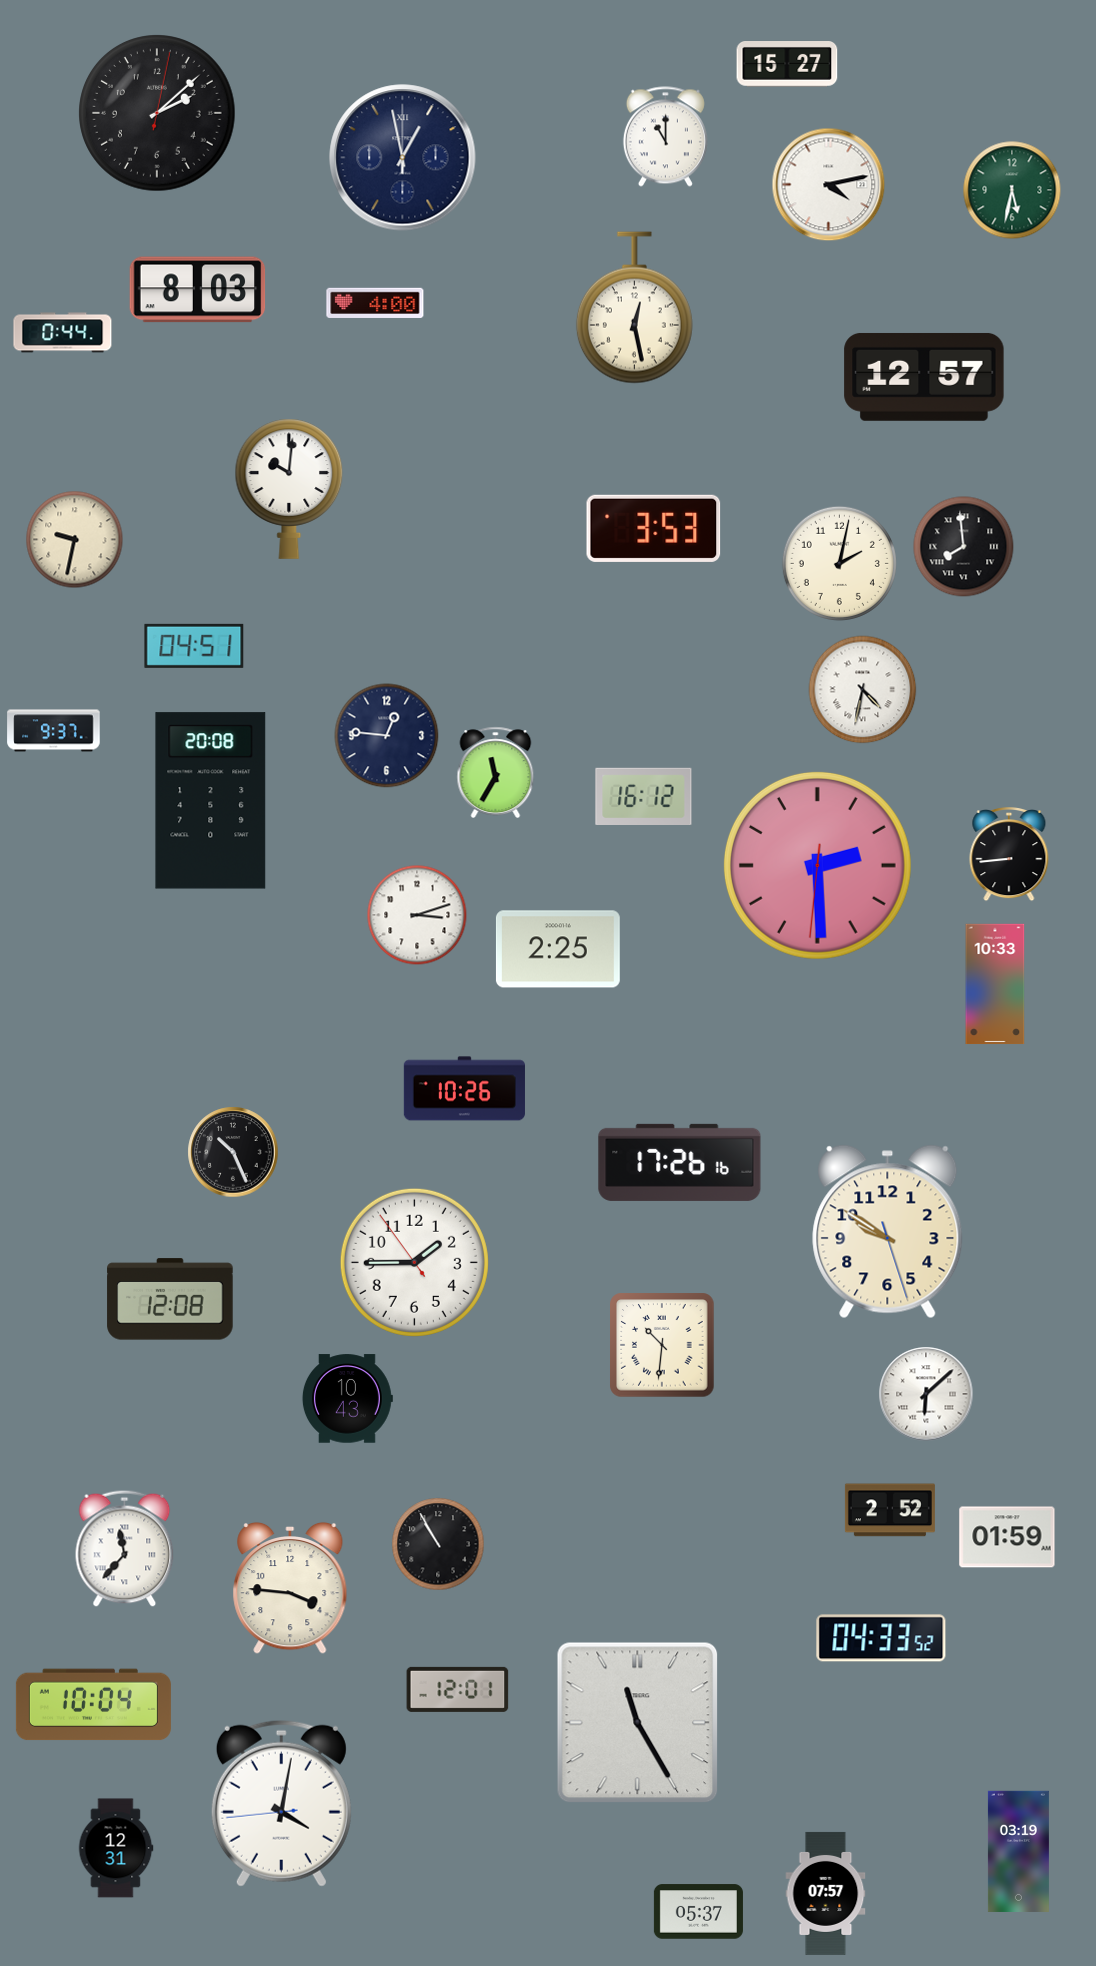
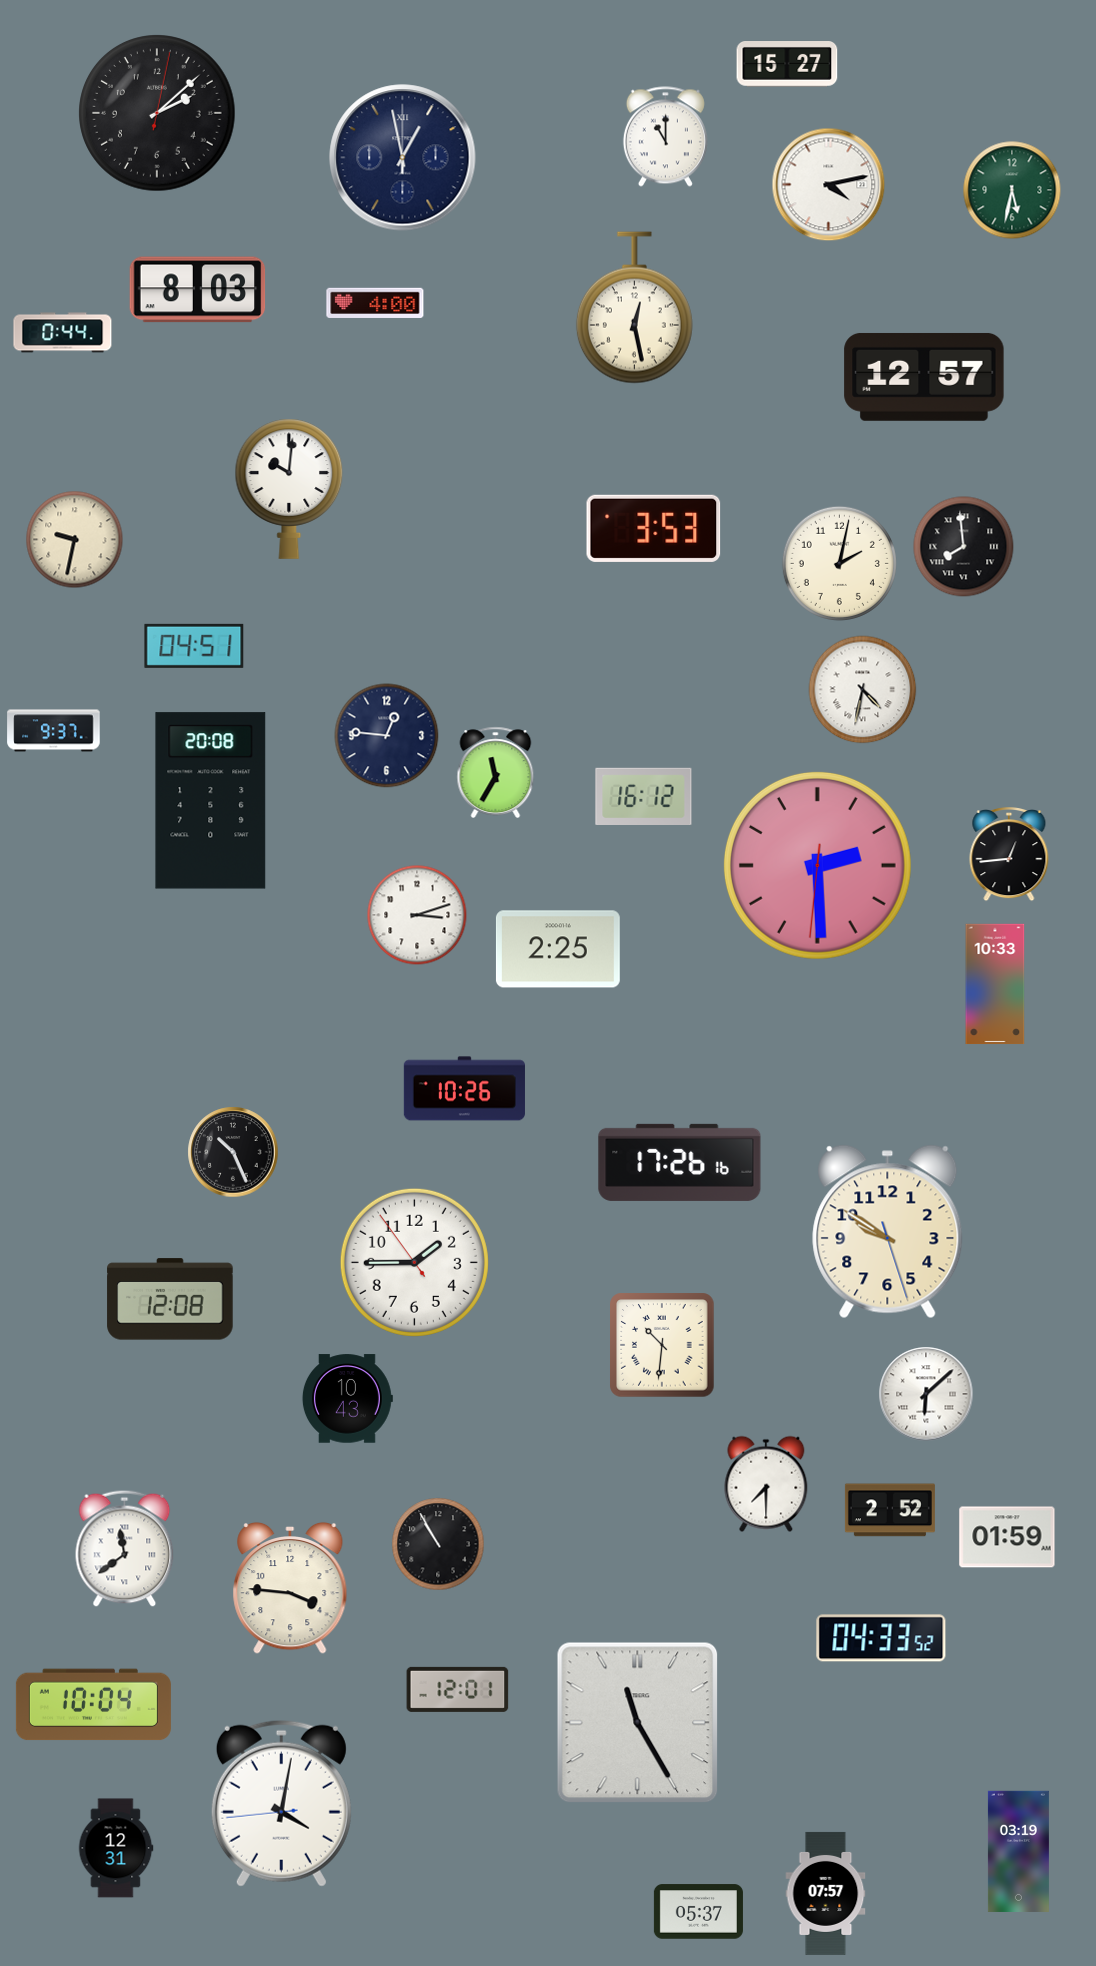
clock at (1009, 855): 8:44 -> 12:44
clock at (766, 1484): none -> 7:30
clock at (125, 1548): 11:37 -> 11:39
